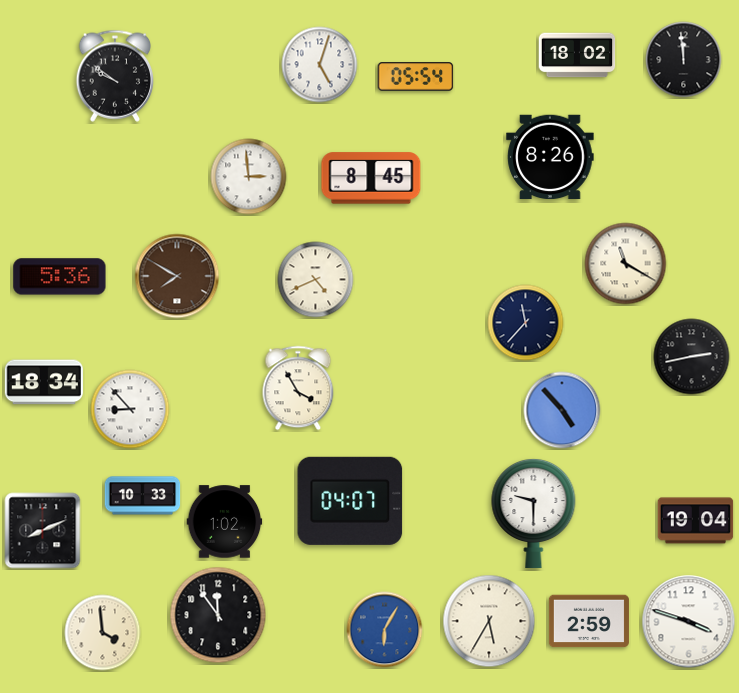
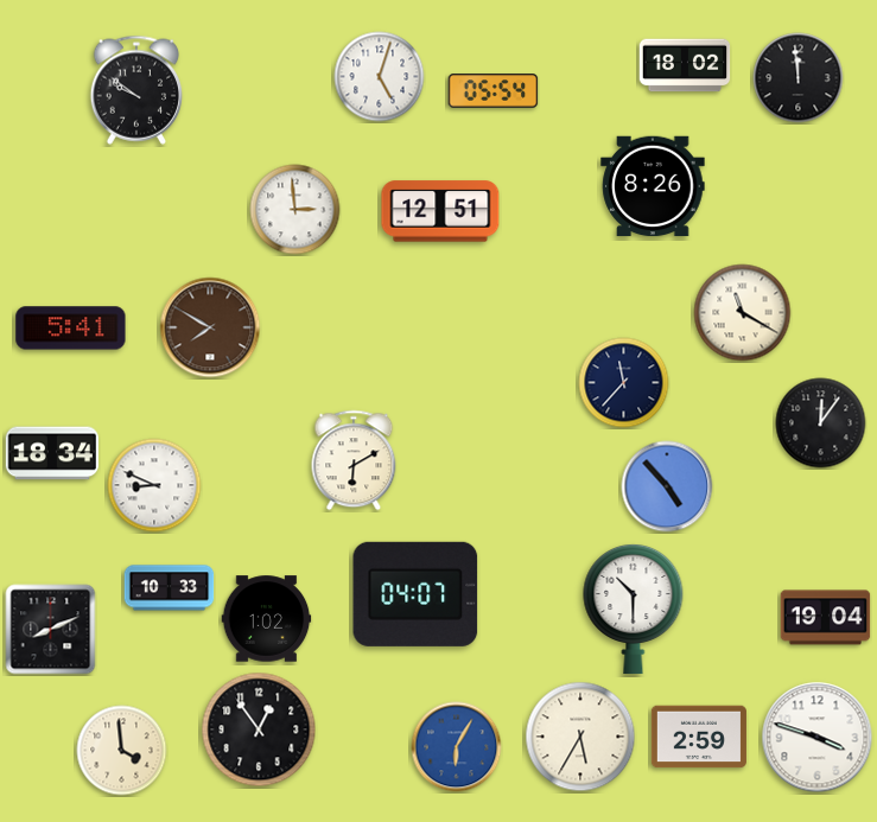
clock at (684, 60) position: (684, 60) -> (799, 78)
clock at (371, 178): 8:45 -> 12:51
clock at (60, 277): 5:36 -> 5:41
clock at (316, 280): 4:41 -> none
clock at (692, 357): 2:43 -> 12:06
clock at (298, 388): 3:55 -> 6:10
clock at (130, 409): 8:53 -> 8:49
clock at (534, 513): 9:30 -> 10:30
clock at (218, 615): 11:54 -> 12:54
